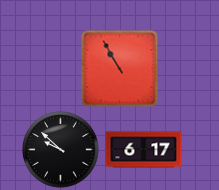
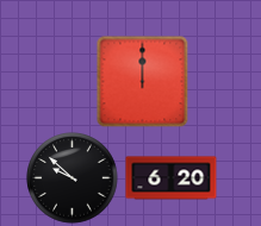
clock at (119, 68): 10:55 -> 12:00
clock at (144, 150): 6:17 -> 6:20
